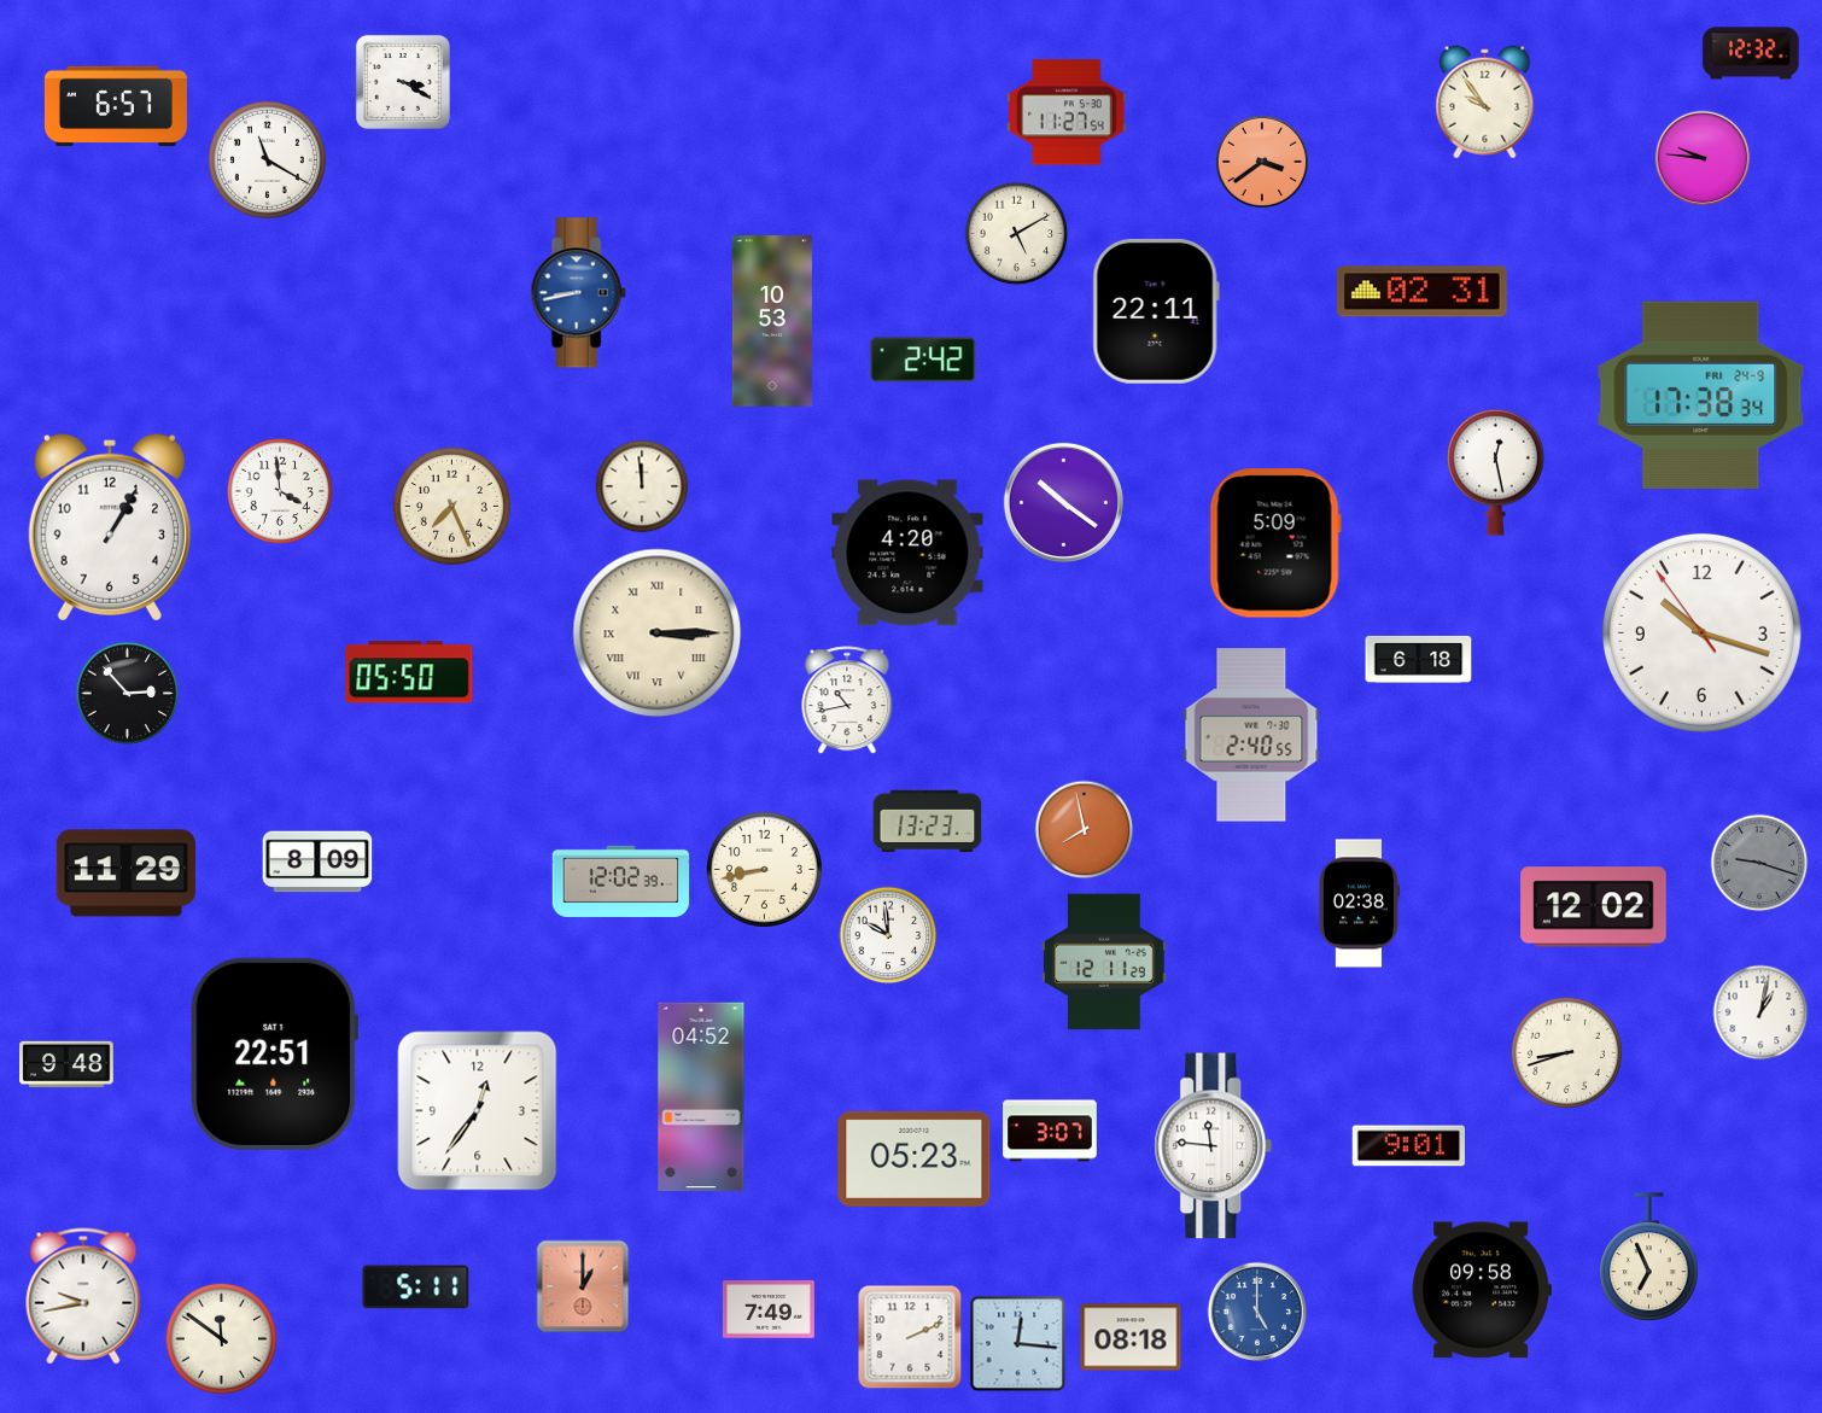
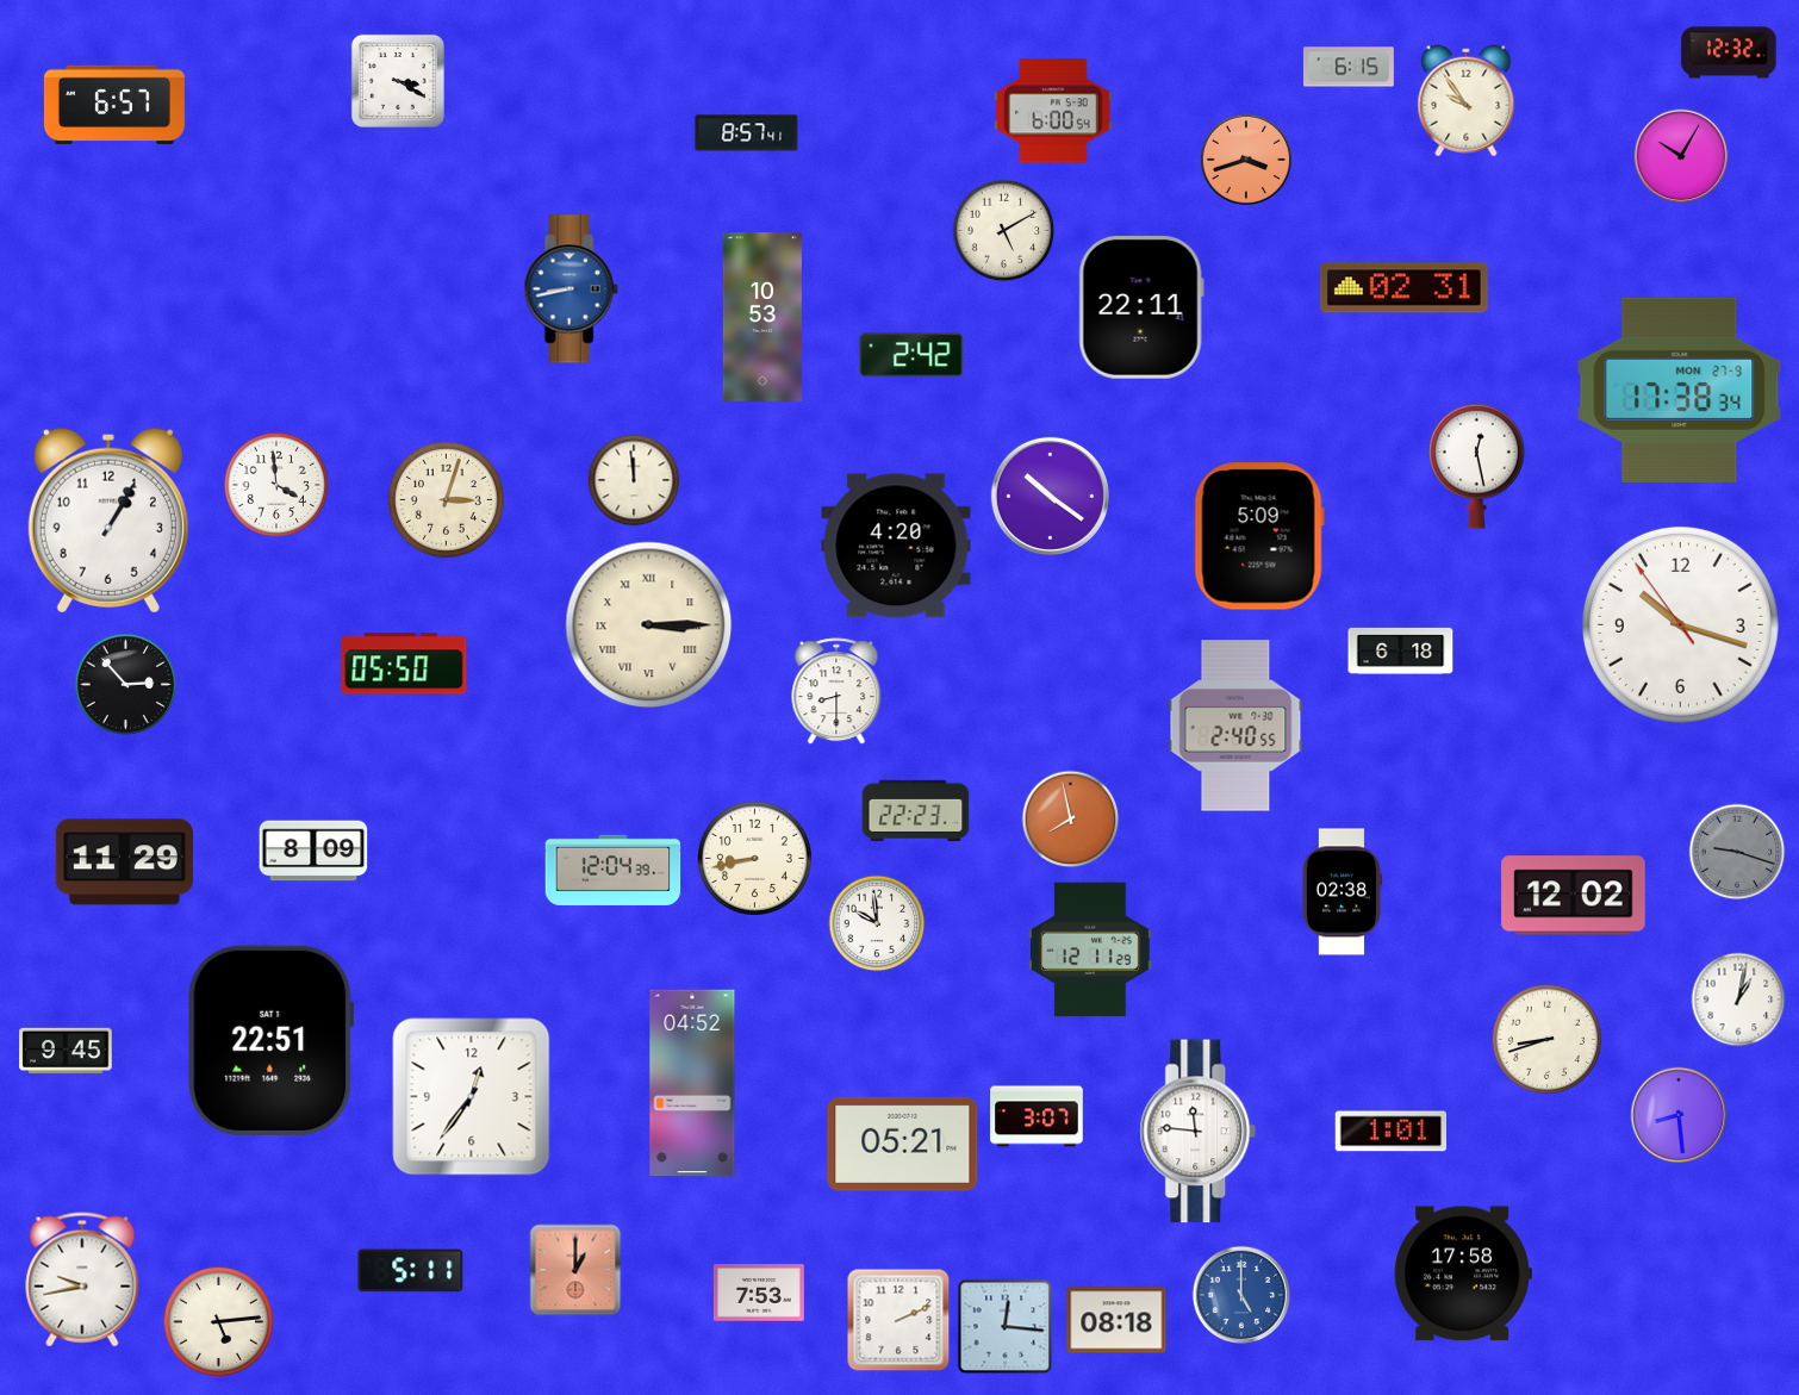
clock at (1349, 67): none -> 6:15
clock at (1067, 112): 11:27 -> 6:00
clock at (747, 133): none -> 8:57
clock at (1703, 158): 9:46 -> 10:05
clock at (267, 159): 11:20 -> none
clock at (1262, 162): 3:39 -> 3:42
clock at (1701, 395) date: FRI 24-9 -> MON 27-9
clock at (451, 506): 7:26 -> 3:03
clock at (847, 701): 10:43 -> 8:30
clock at (928, 822): 13:23 -> 22:23
clock at (621, 881): 12:02 -> 12:04
clock at (66, 1064): 9:48 -> 9:45
clock at (1679, 1115): none -> 8:29
clock at (1408, 1146): 9:01 -> 1:01
clock at (915, 1158): 05:23 -> 05:21
clock at (1649, 1257): 6:56 -> none
clock at (1482, 1290): 09:58 -> 17:58
clock at (769, 1309): 7:49 -> 7:53
clock at (221, 1338): 11:51 -> 5:14
